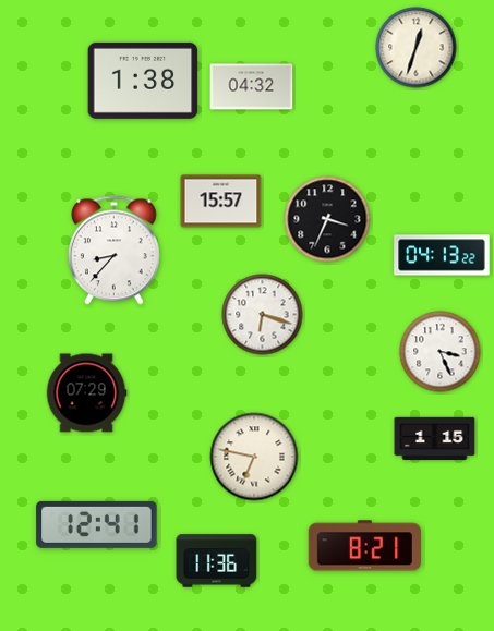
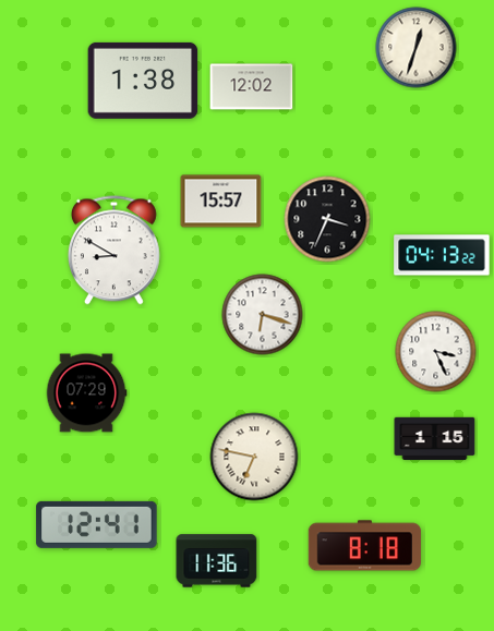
clock at (252, 87): 04:32 -> 12:02
clock at (113, 251): 8:37 -> 8:50
clock at (441, 352) position: (441, 352) -> (436, 352)
clock at (364, 546): 8:21 -> 8:18
